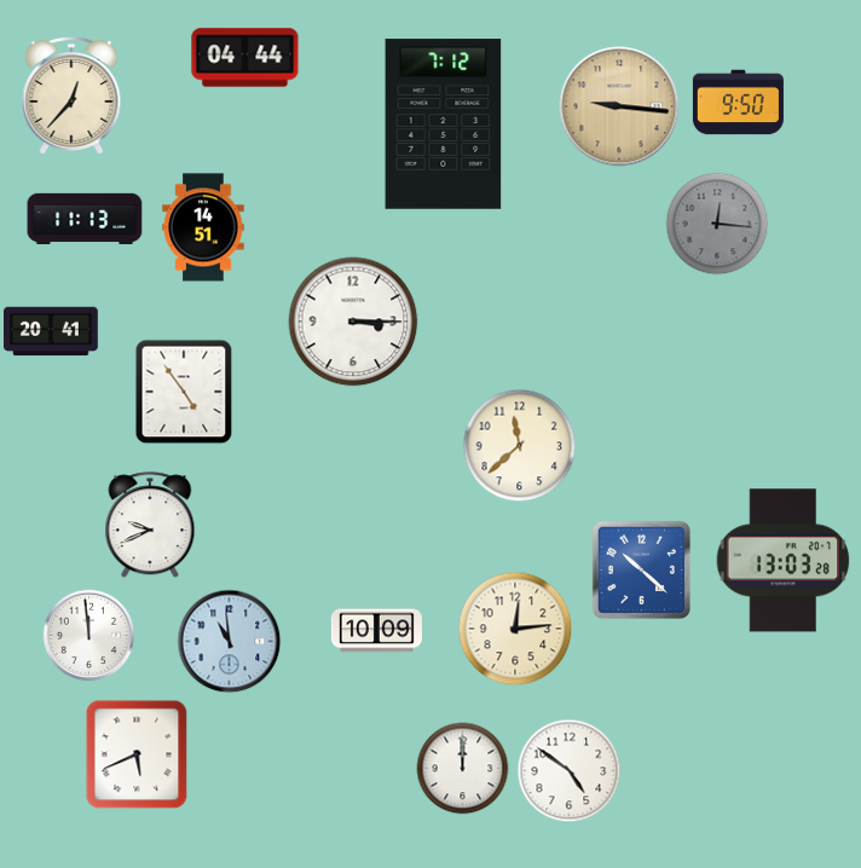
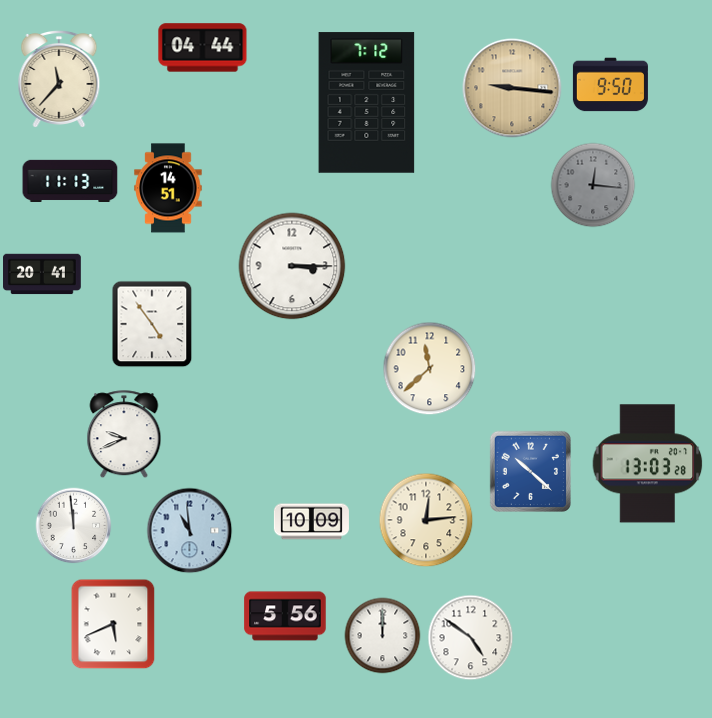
clock at (71, 96): 12:37 -> 11:37
clock at (285, 616): none -> 5:56
